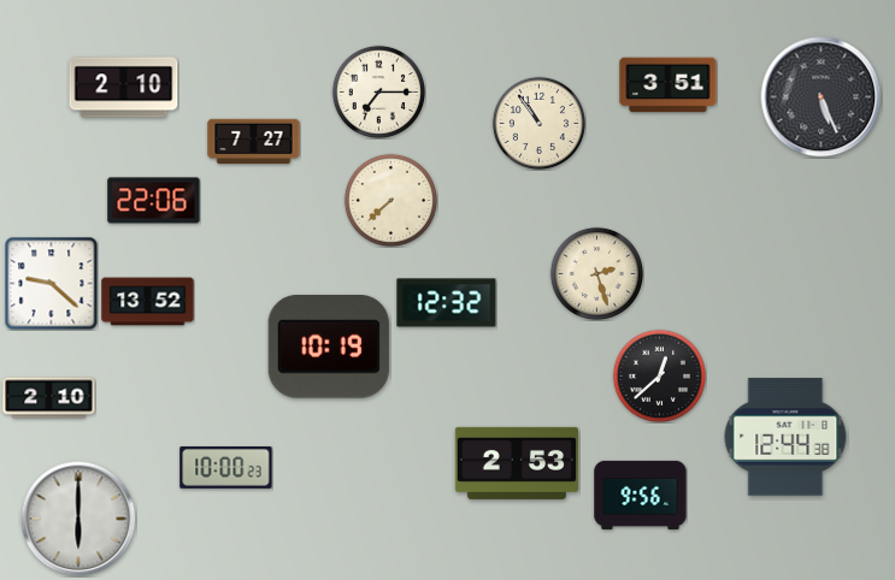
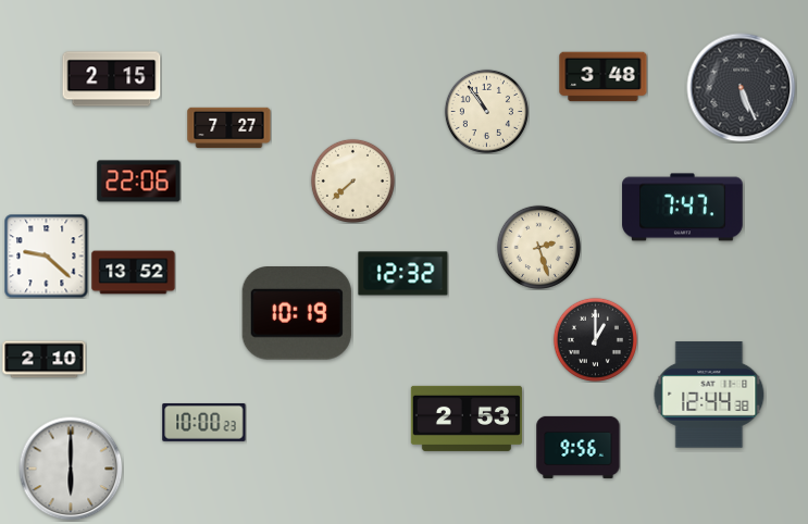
clock at (669, 85): 3:51 -> 3:48
clock at (124, 88): 2:10 -> 2:15
clock at (378, 91): 7:15 -> none
clock at (683, 208): none -> 7:47
clock at (659, 375): 12:38 -> 1:00
